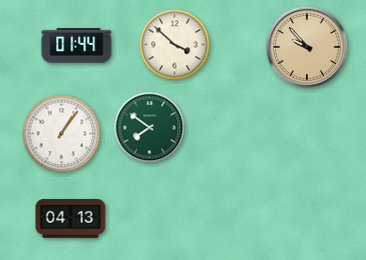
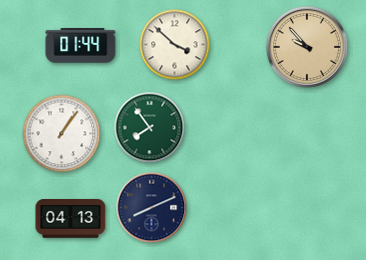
clock at (77, 46) position: (77, 46) -> (81, 46)
clock at (150, 128): 7:51 -> 7:54
clock at (152, 208): none -> 8:11
